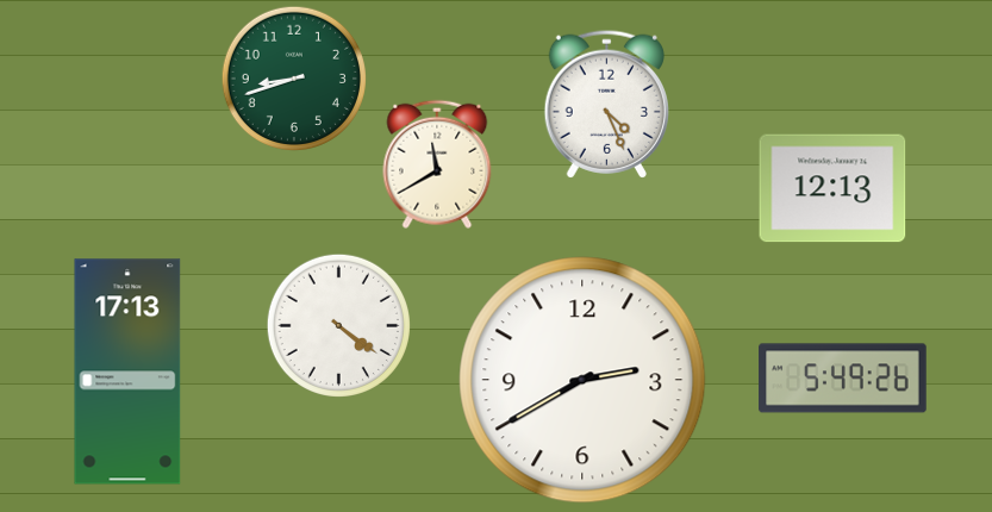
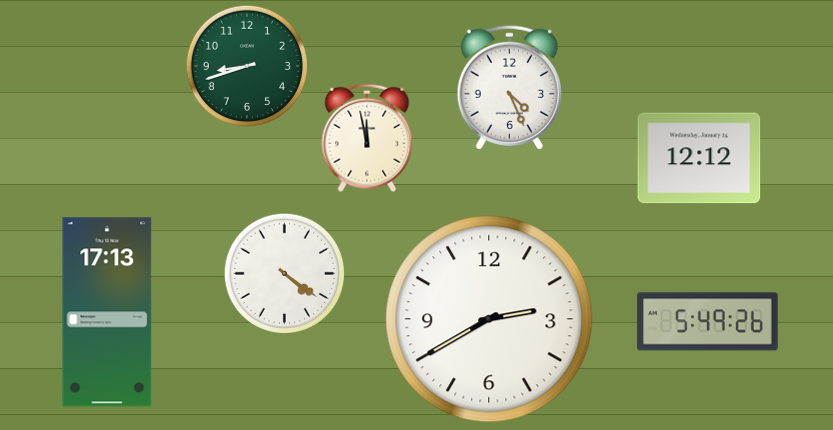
clock at (437, 164): 11:40 -> 11:58
clock at (832, 188): 12:13 -> 12:12
clock at (843, 379) position: (843, 379) -> (708, 322)
